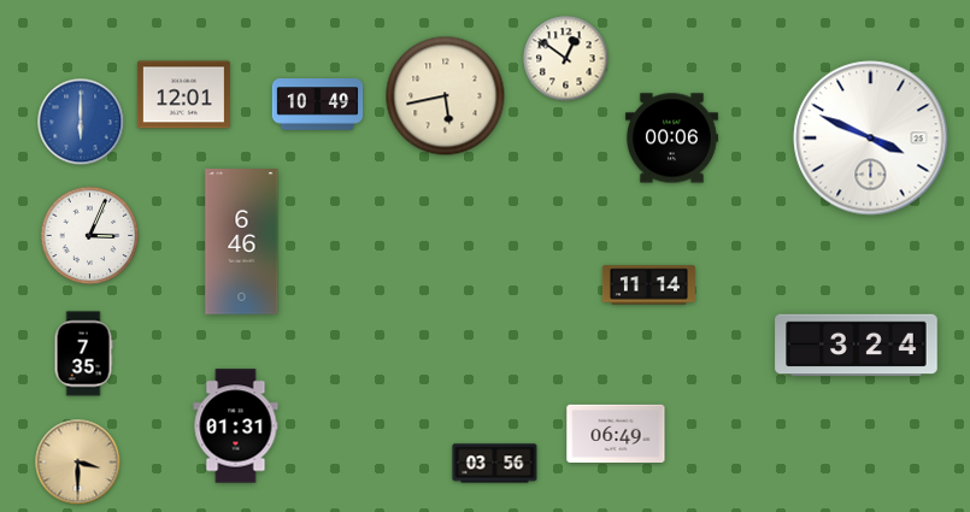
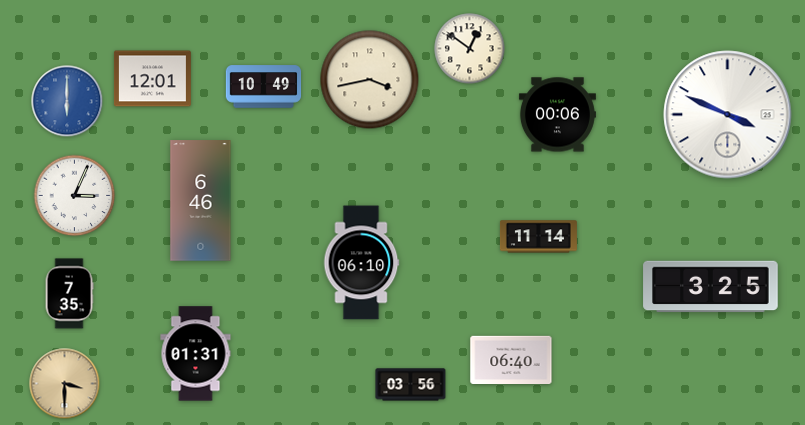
clock at (446, 96): 5:43 -> 3:43
clock at (871, 139) position: (871, 139) -> (728, 115)
clock at (361, 263): none -> 06:10
clock at (857, 346): 3:24 -> 3:25
clock at (616, 434): 06:49 -> 06:40
